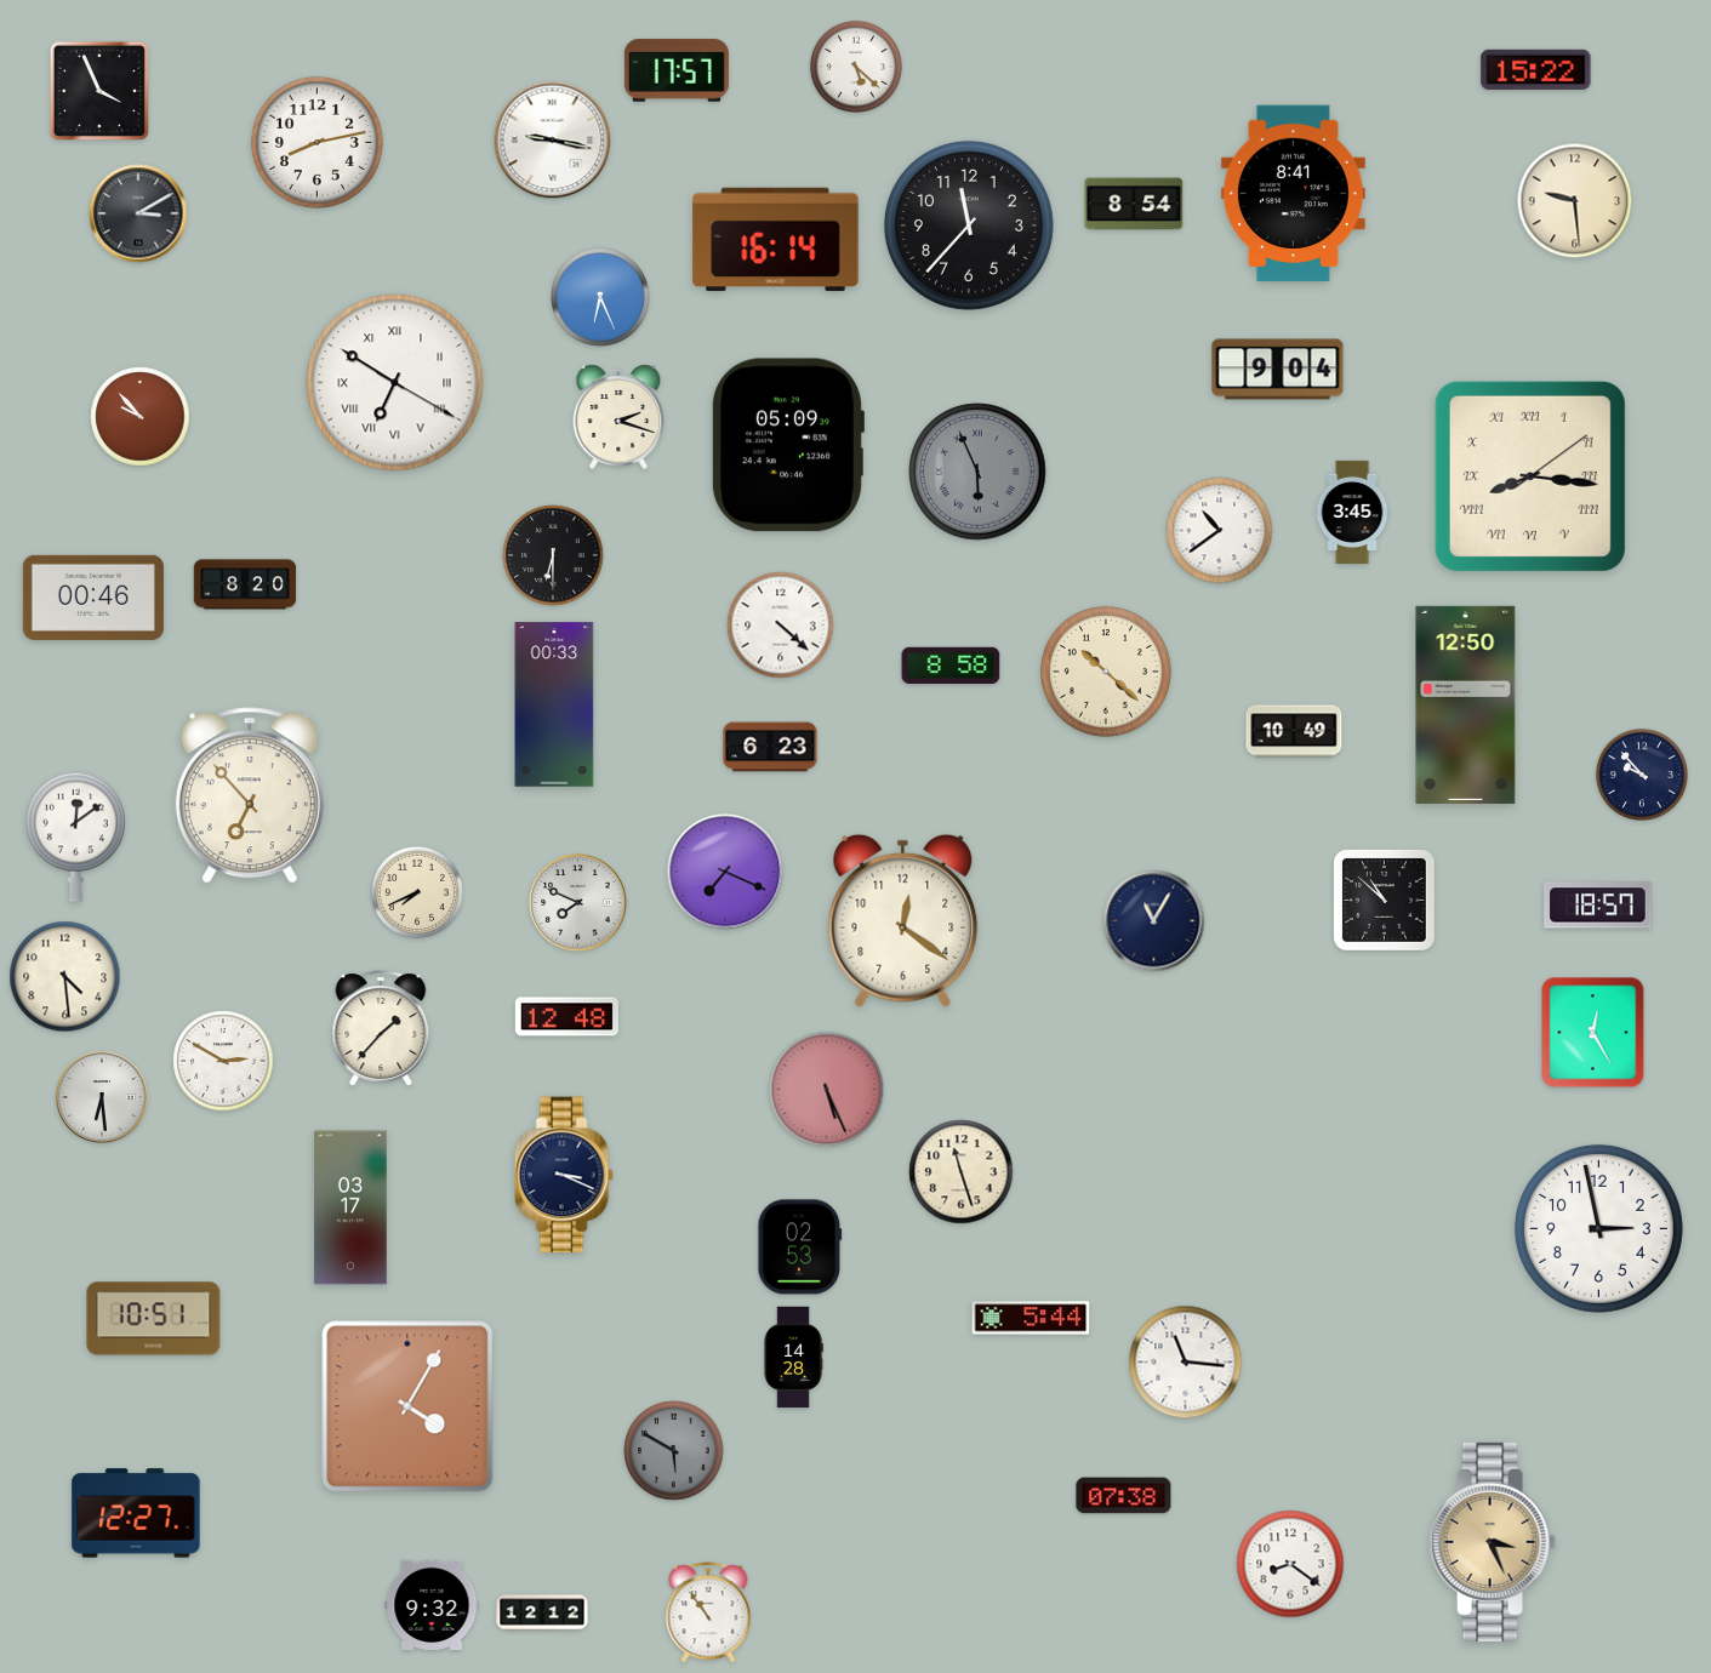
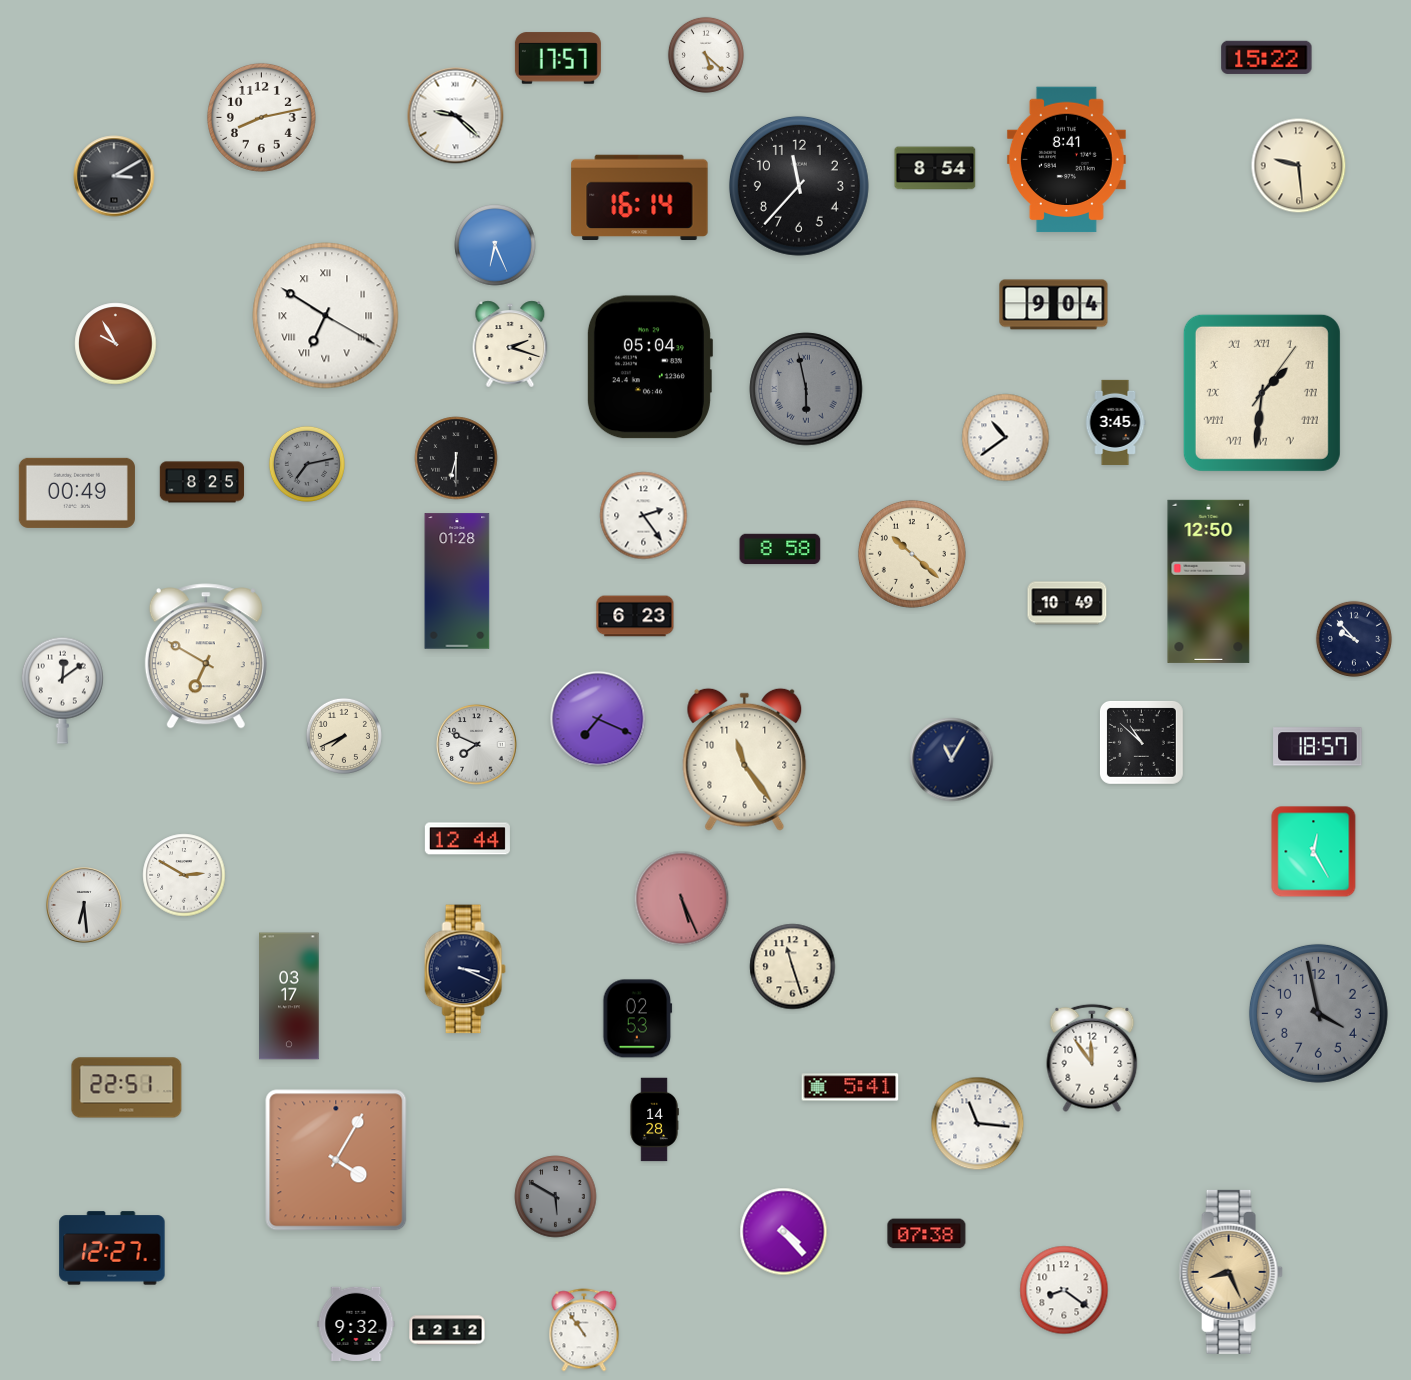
clock at (99, 91): 3:56 -> none
clock at (553, 141): 9:17 -> 9:22
clock at (141, 417): 9:53 -> 9:55
clock at (787, 445): 05:09 -> 05:04
clock at (977, 472): 5:56 -> 5:58
clock at (1530, 476): 8:16 -> 1:31
clock at (307, 464): none -> 7:13
clock at (245, 584): 8:20 -> 8:25
clock at (93, 598): 00:46 -> 00:49
clock at (781, 626): 4:22 -> 2:24
clock at (951, 666) position: (951, 666) -> (780, 549)
clock at (554, 704): 00:33 -> 01:28
clock at (250, 795): 6:53 -> 6:50
clock at (903, 920): 12:21 -> 11:24
clock at (65, 977): 4:29 -> none
clock at (566, 1017): 12:48 -> 12:44
clock at (381, 1028): 1:37 -> none
clock at (1598, 1228): 2:58 -> 3:58
clock at (1598, 1228) dial: white -> grey
clock at (800, 1247) position: (800, 1247) -> (638, 1019)
clock at (1092, 1058): none -> 11:54
clock at (1031, 1318): 5:44 -> 5:41
clock at (154, 1319): 10:51 -> 22:51
clock at (784, 1232): none -> 4:23
clock at (1493, 1542): 3:26 -> 8:26
